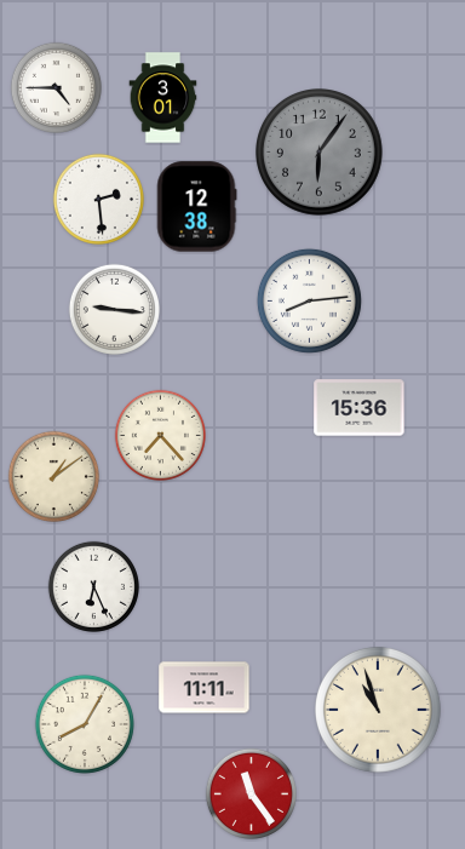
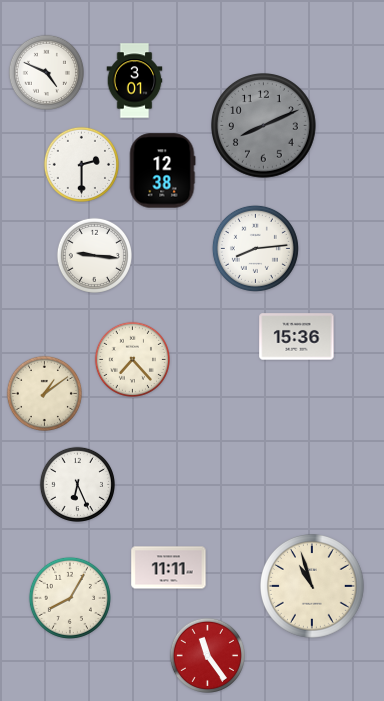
clock at (56, 87): 4:45 -> 4:49
clock at (320, 153): 6:06 -> 8:11
clock at (98, 199): 2:29 -> 2:30
